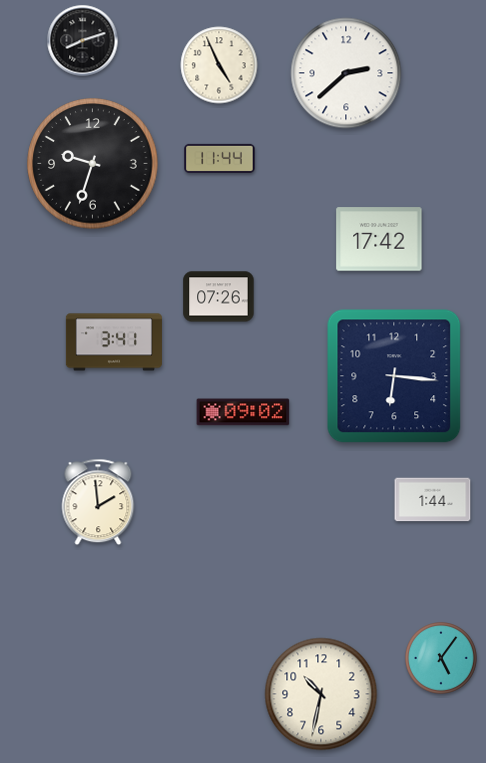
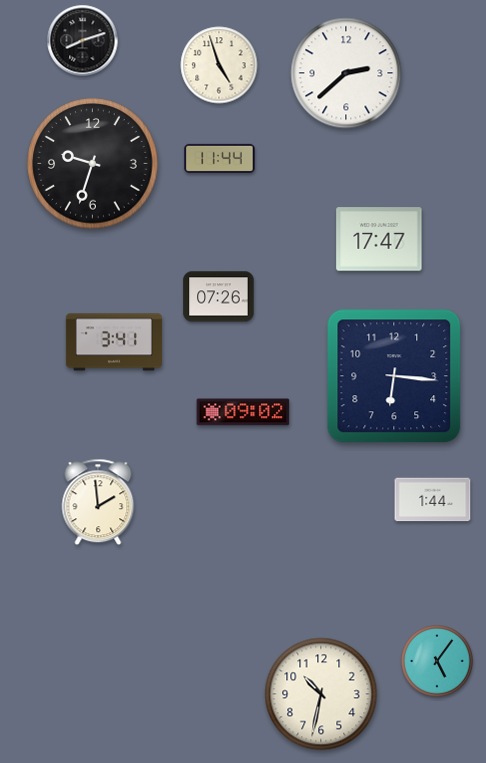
clock at (219, 65): 4:56 -> 4:57
clock at (379, 239): 17:42 -> 17:47
clock at (442, 659) position: (442, 659) -> (438, 662)
